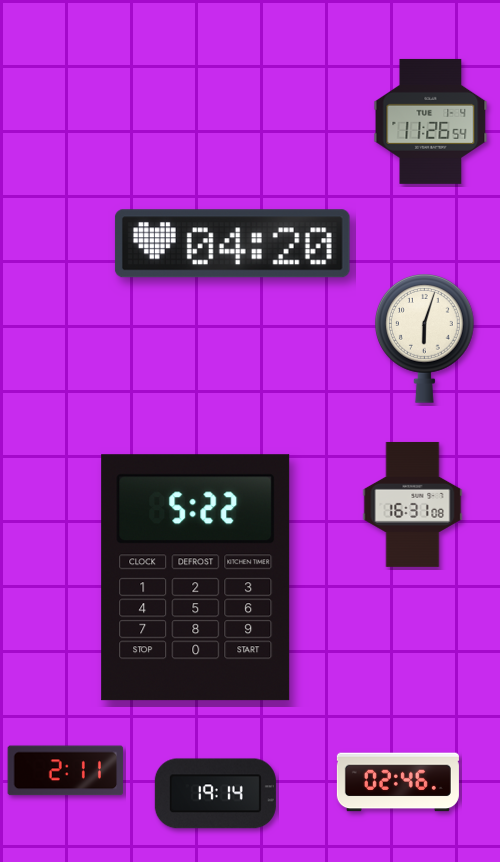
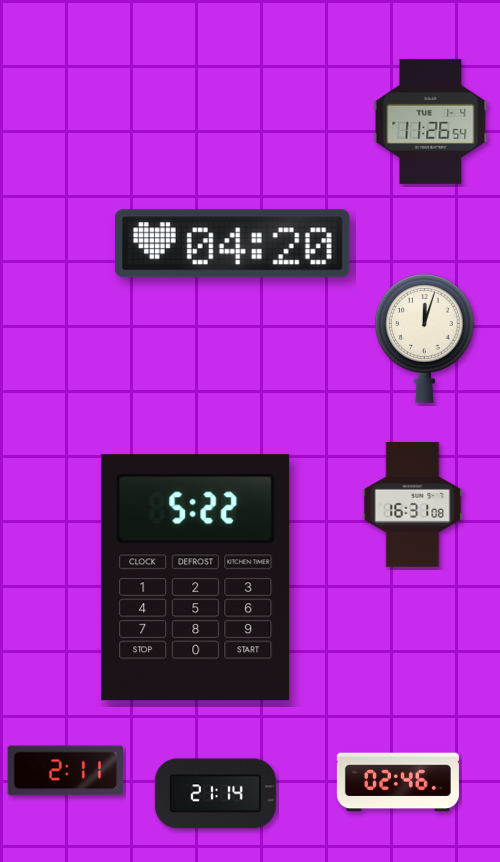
clock at (425, 339): 6:03 -> 12:03
clock at (215, 794): 19:14 -> 21:14
